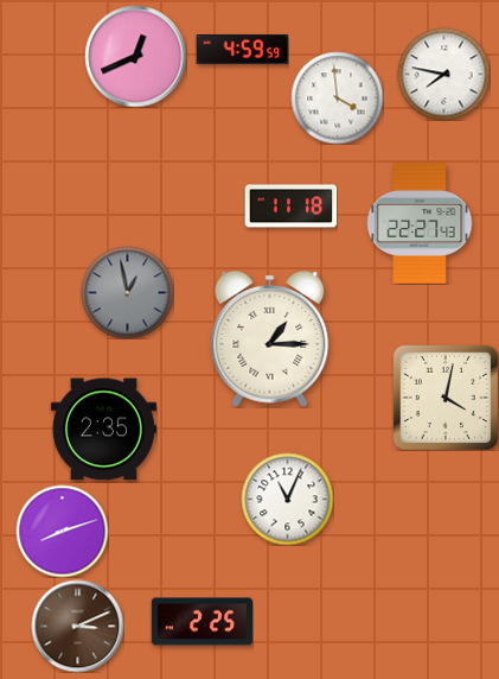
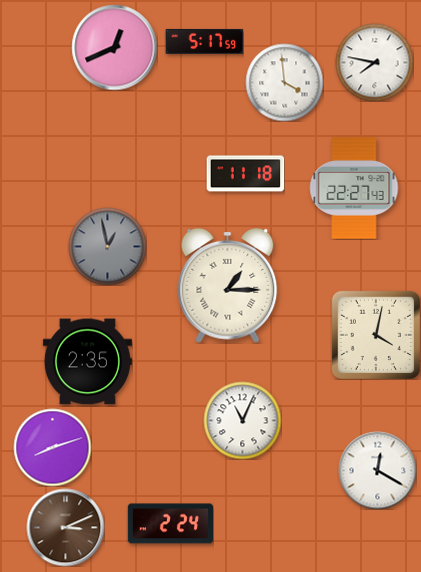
clock at (242, 50): 4:59 -> 5:17
clock at (377, 470): none -> 12:20
clock at (201, 622): 2:25 -> 2:24
